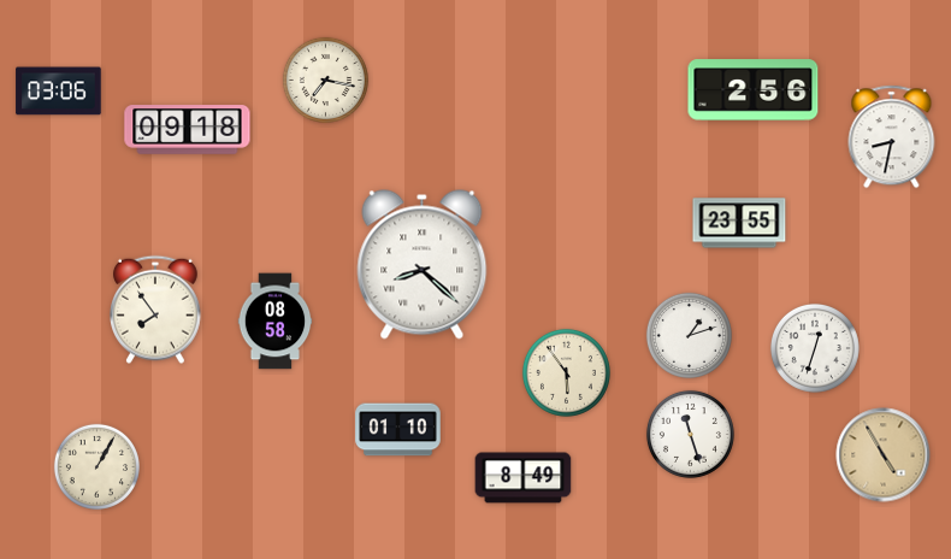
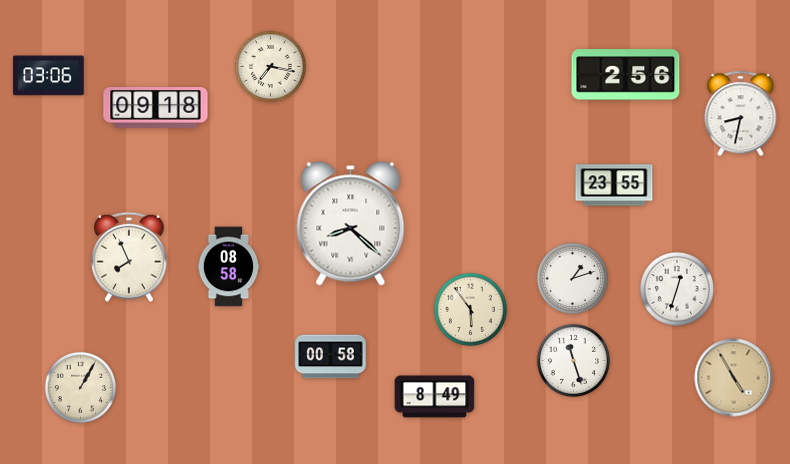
clock at (423, 265) position: (423, 265) -> (351, 224)
clock at (156, 310): 7:54 -> 7:56
clock at (398, 430): 01:10 -> 00:58
